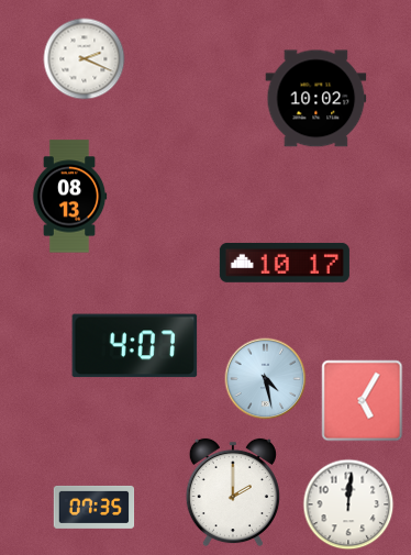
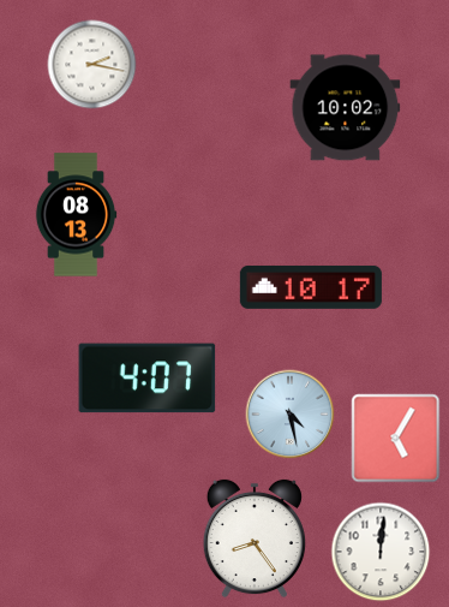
clock at (85, 59): 2:19 -> 2:17
clock at (233, 492): 2:00 -> 8:24
clock at (95, 507): 07:35 -> none
